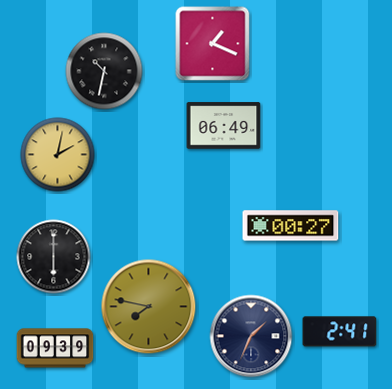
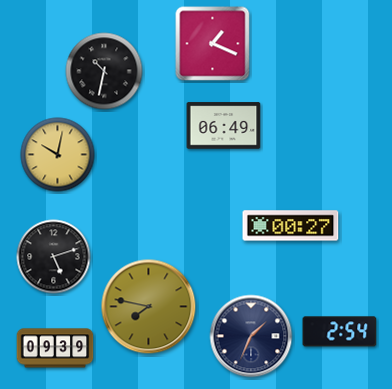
clock at (58, 155): 2:02 -> 10:02
clock at (54, 257): 6:00 -> 5:12
clock at (340, 332): 2:41 -> 2:54
